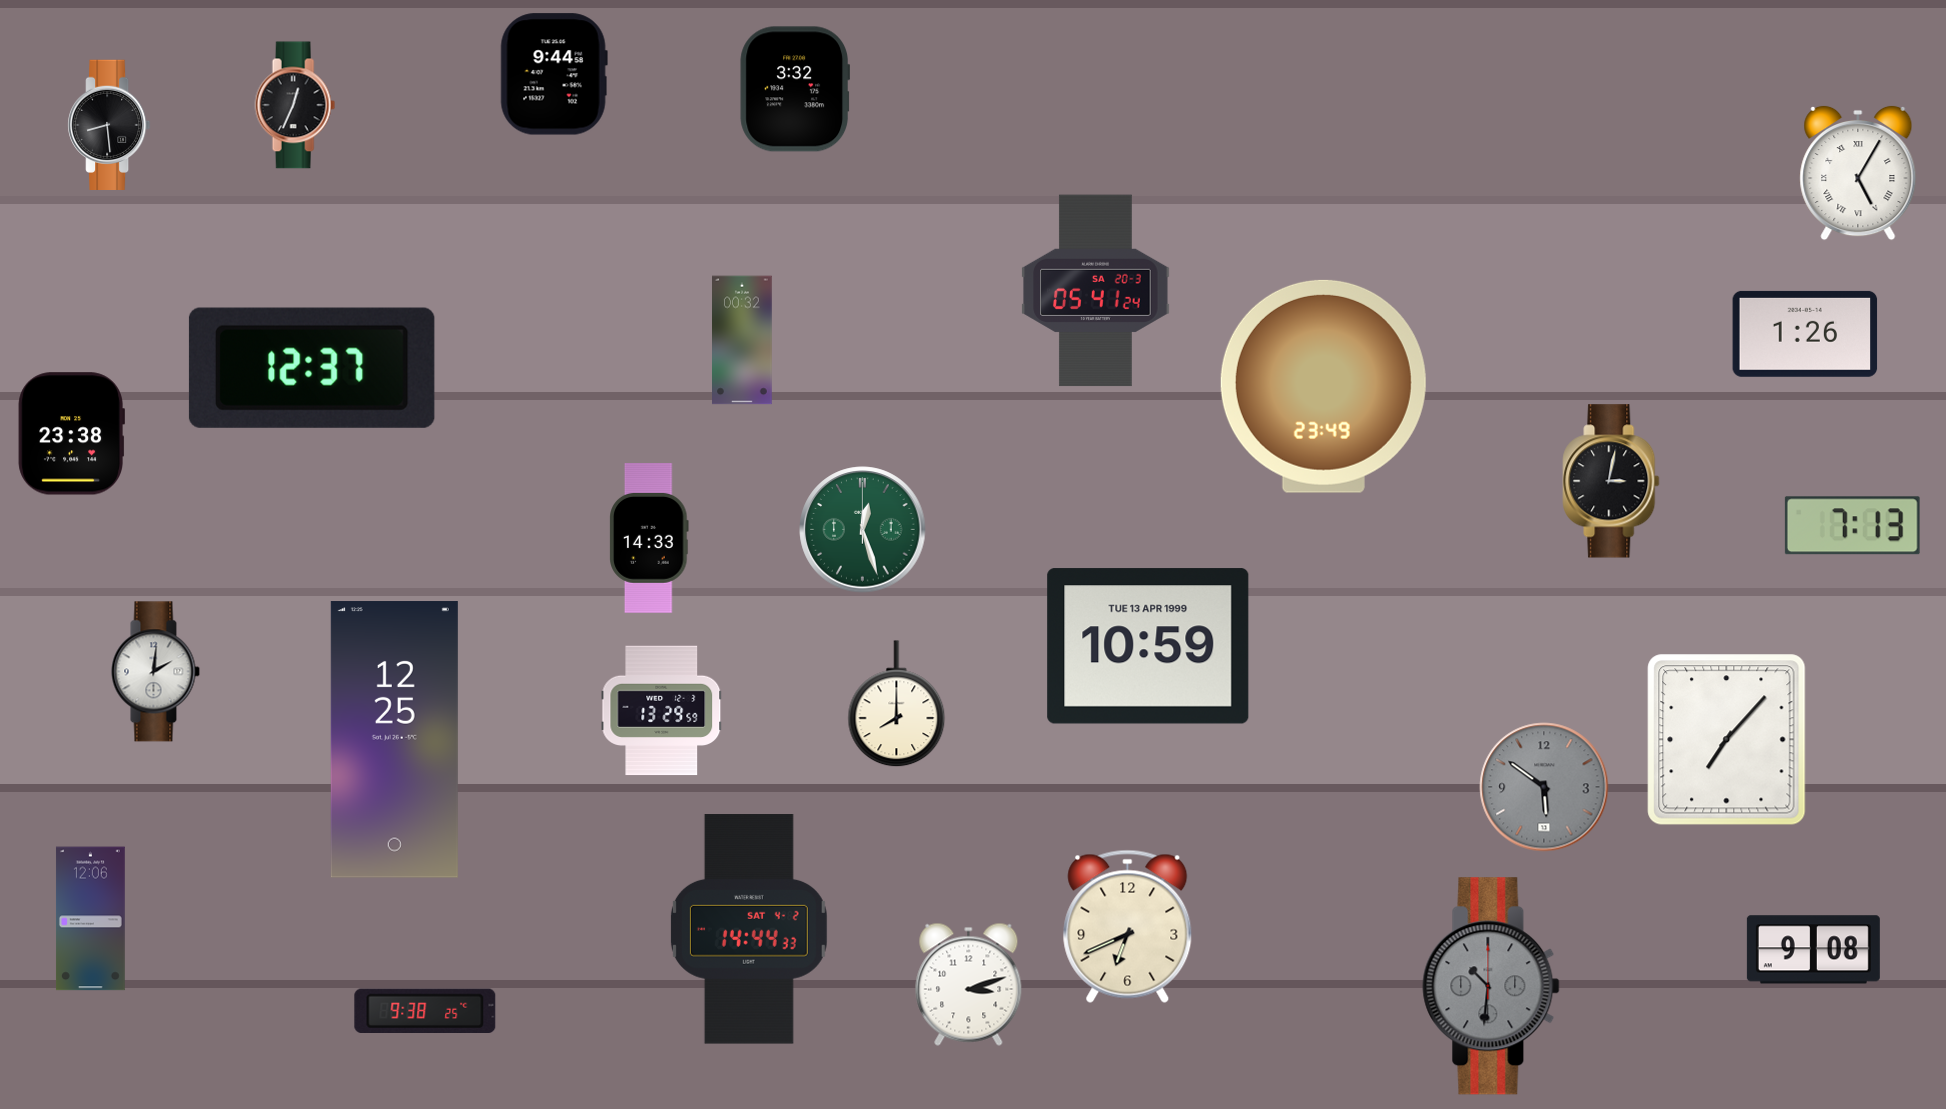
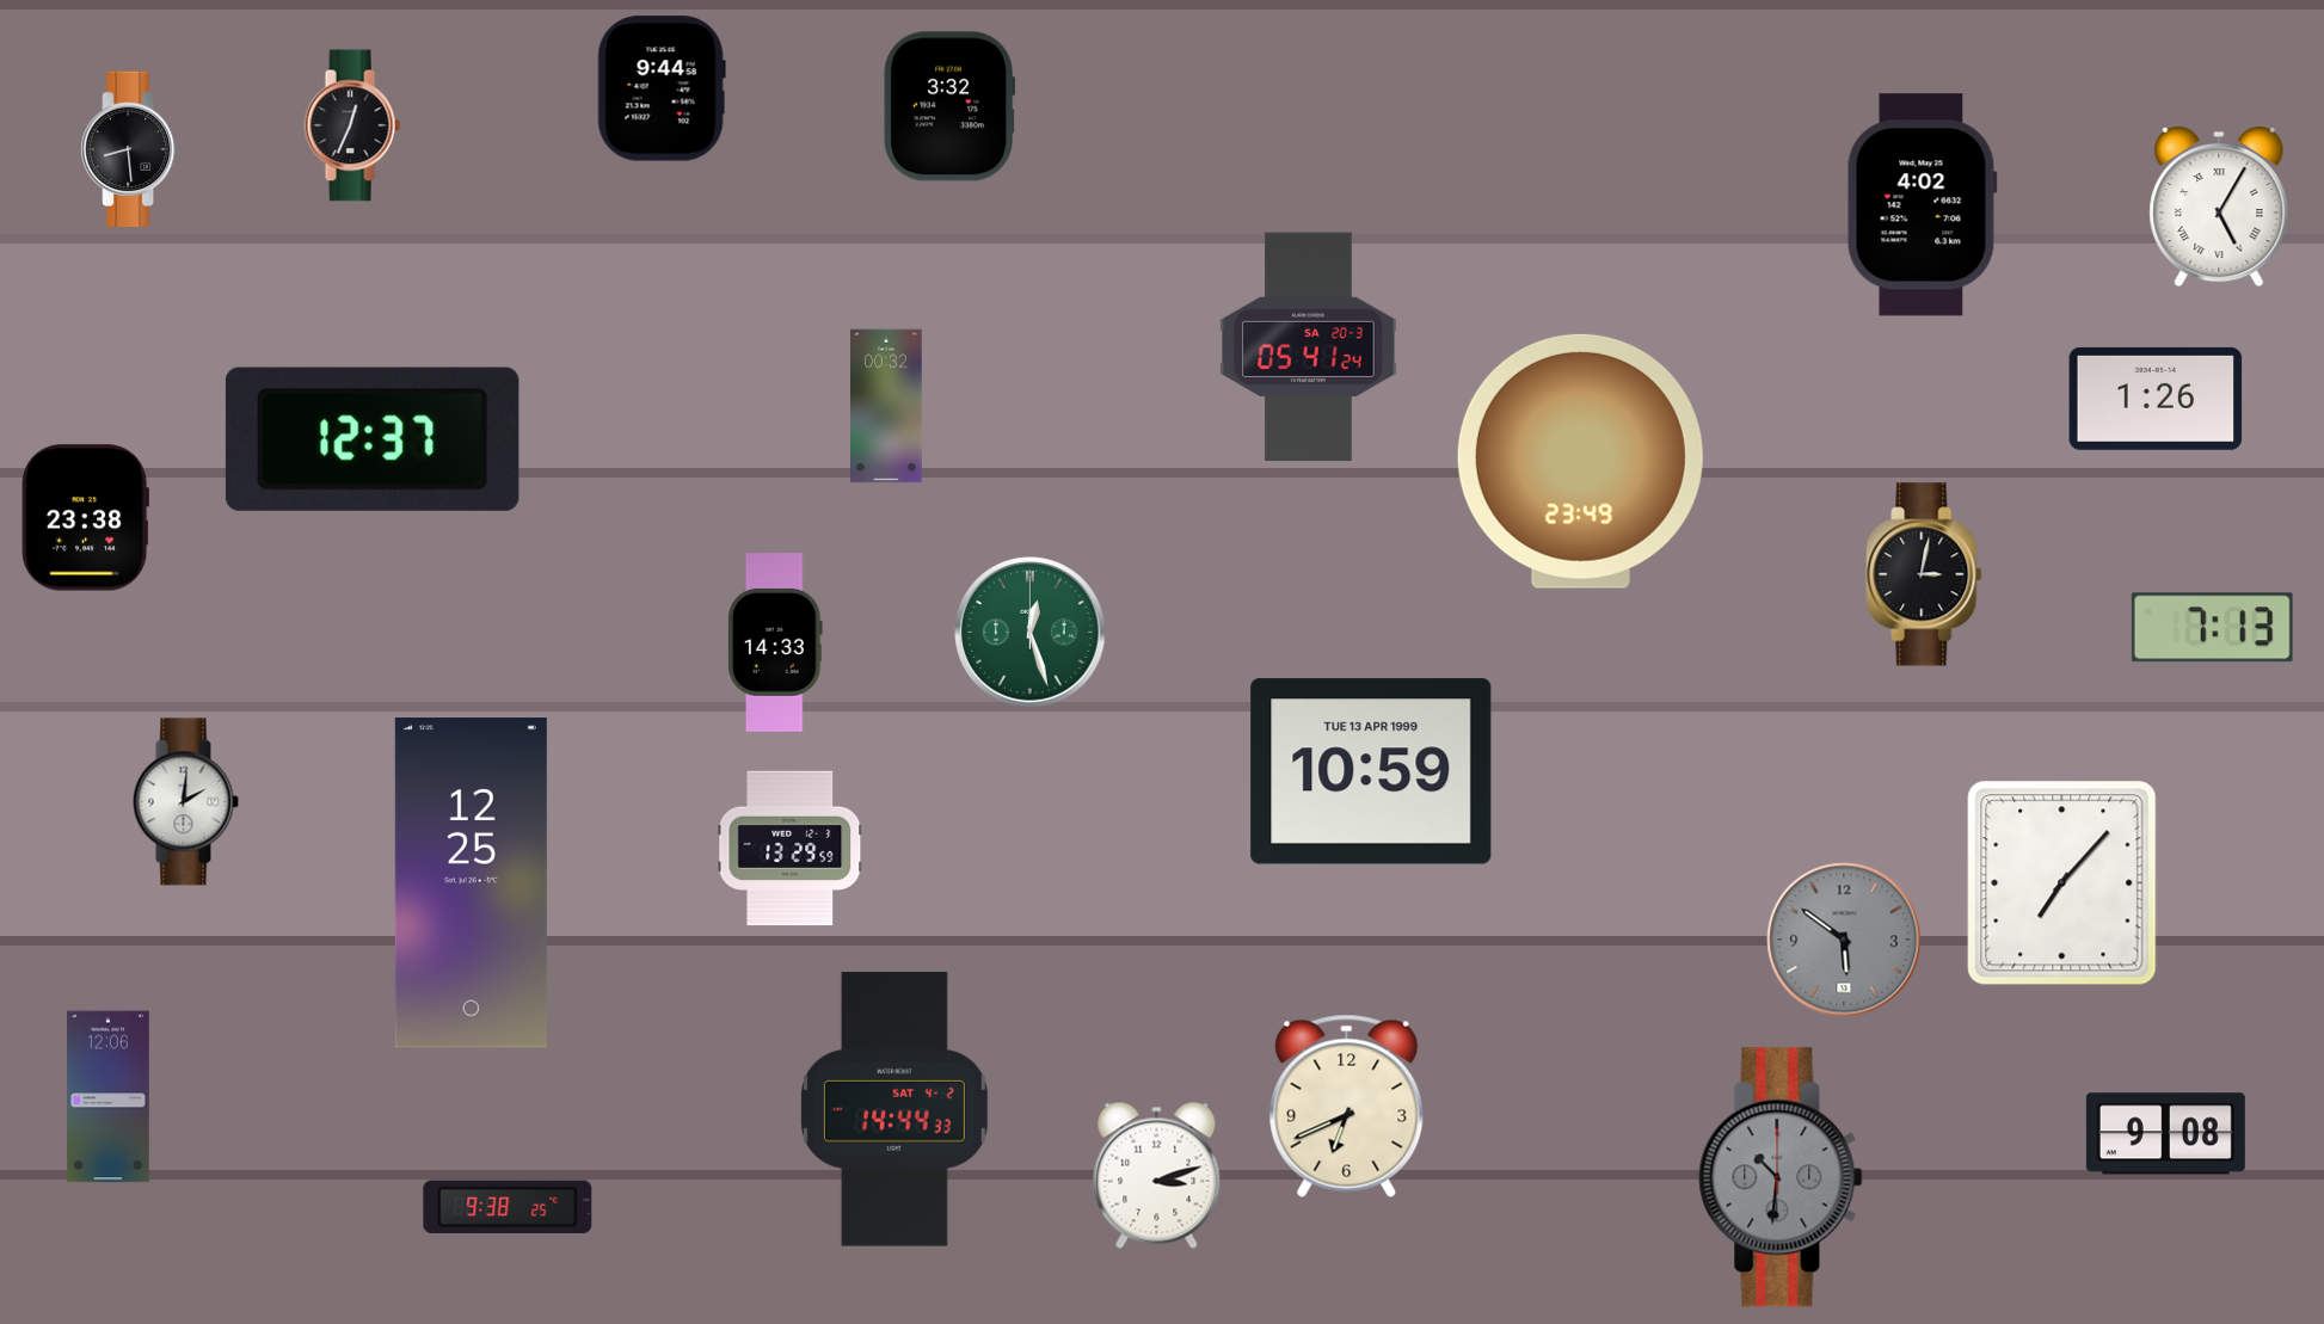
clock at (1922, 205): none -> 4:02
clock at (897, 704): 8:00 -> none
